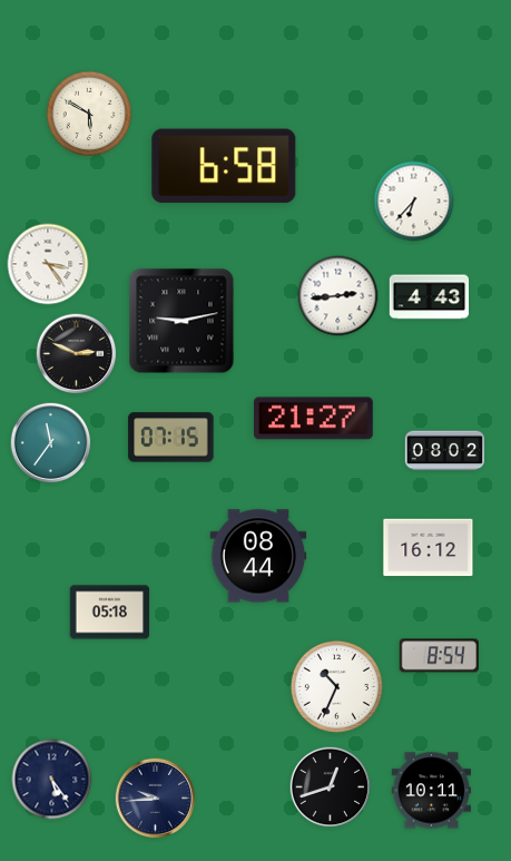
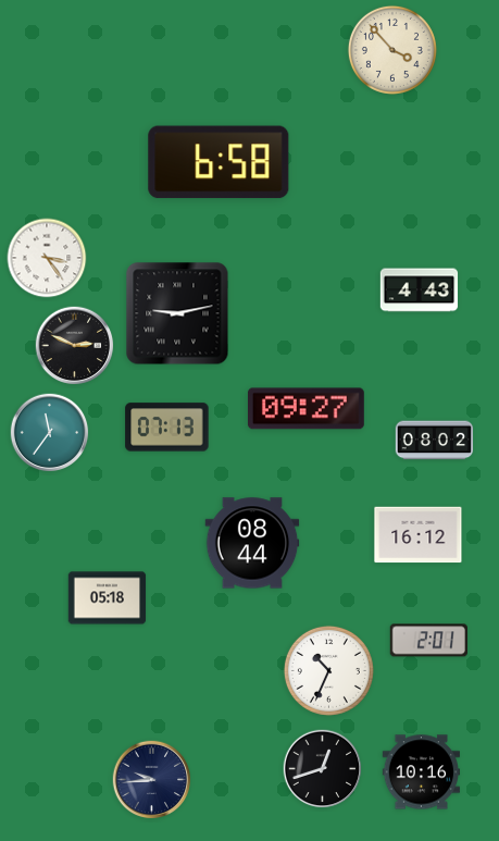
clock at (392, 50): none -> 3:53
clock at (89, 114): 5:50 -> none
clock at (414, 202): 6:37 -> none
clock at (338, 296): 2:44 -> none
clock at (313, 419): 21:27 -> 09:27
clock at (171, 438): 07:15 -> 07:13
clock at (439, 656): 8:54 -> 2:01
clock at (52, 780): 5:24 -> none
clock at (432, 791): 10:11 -> 10:16
